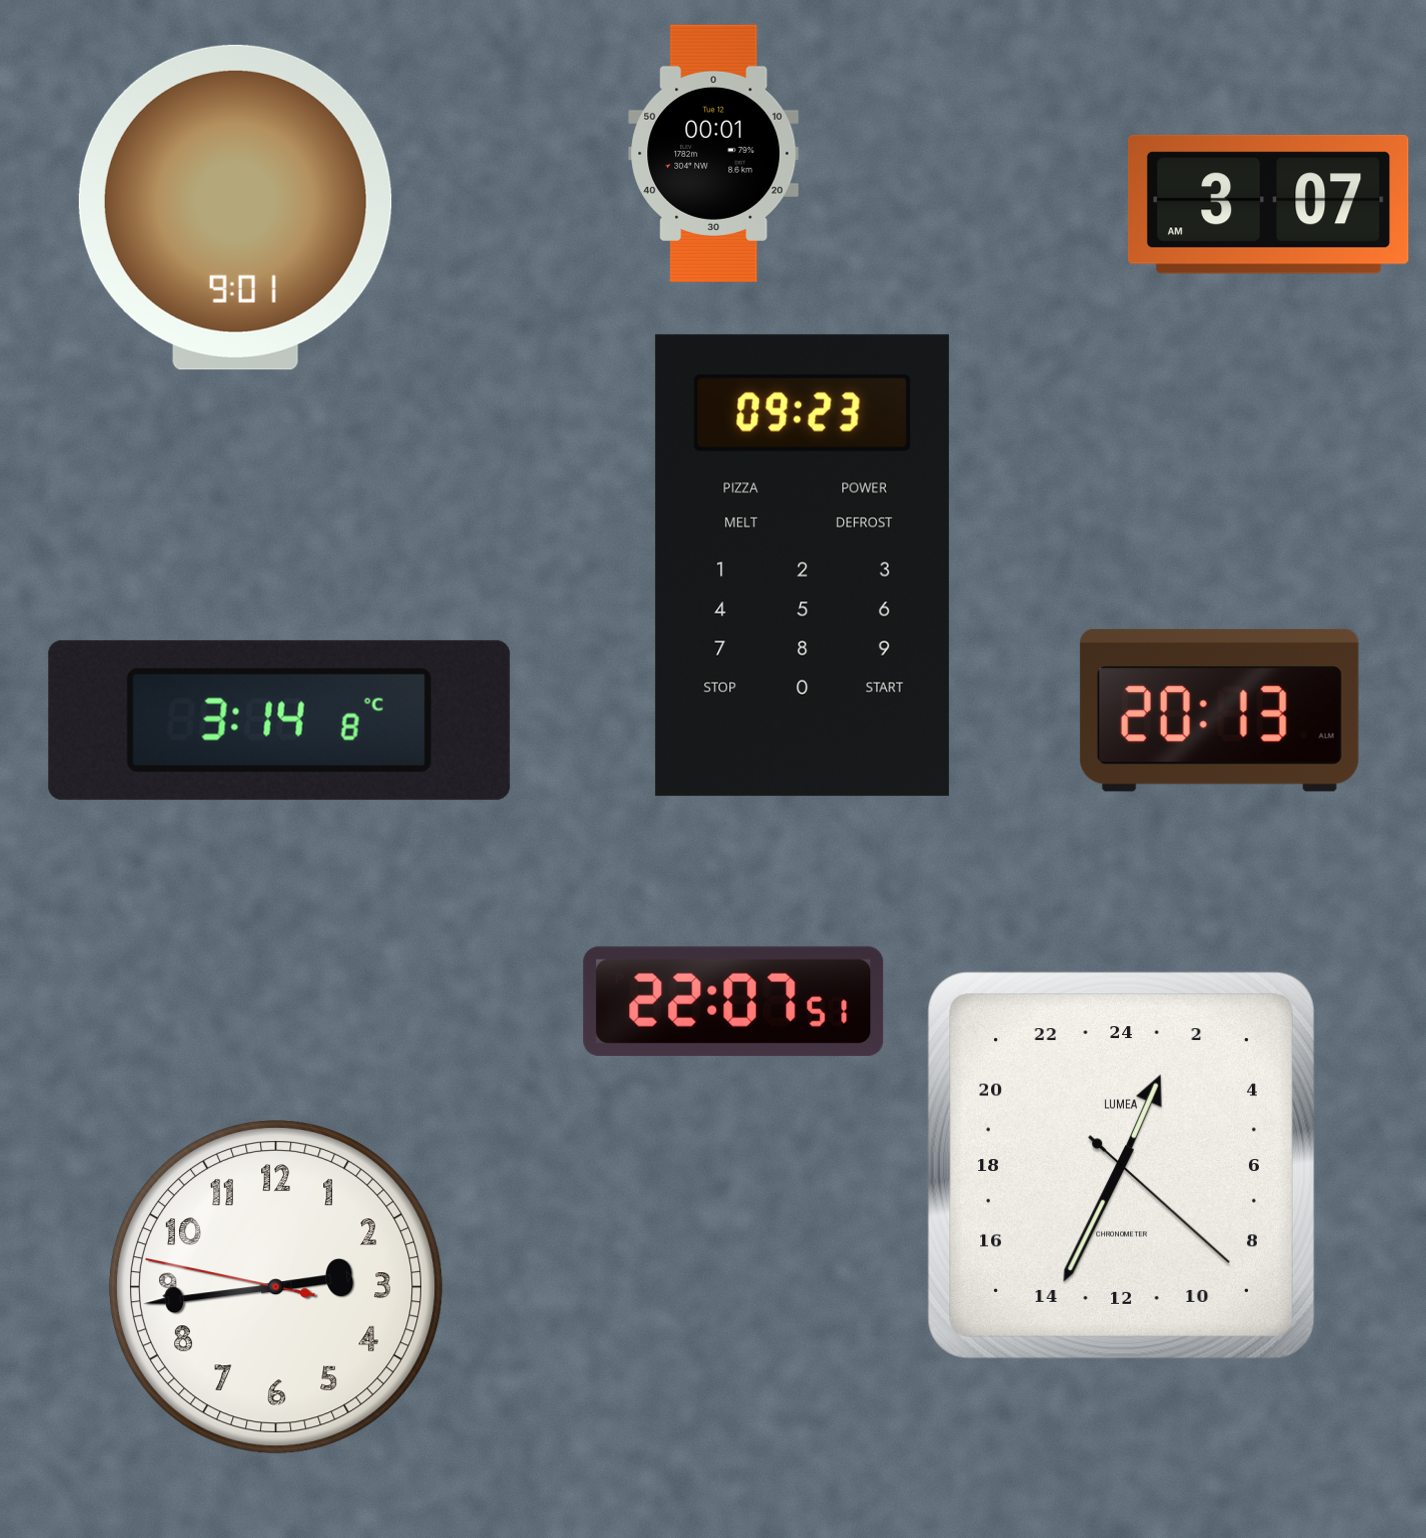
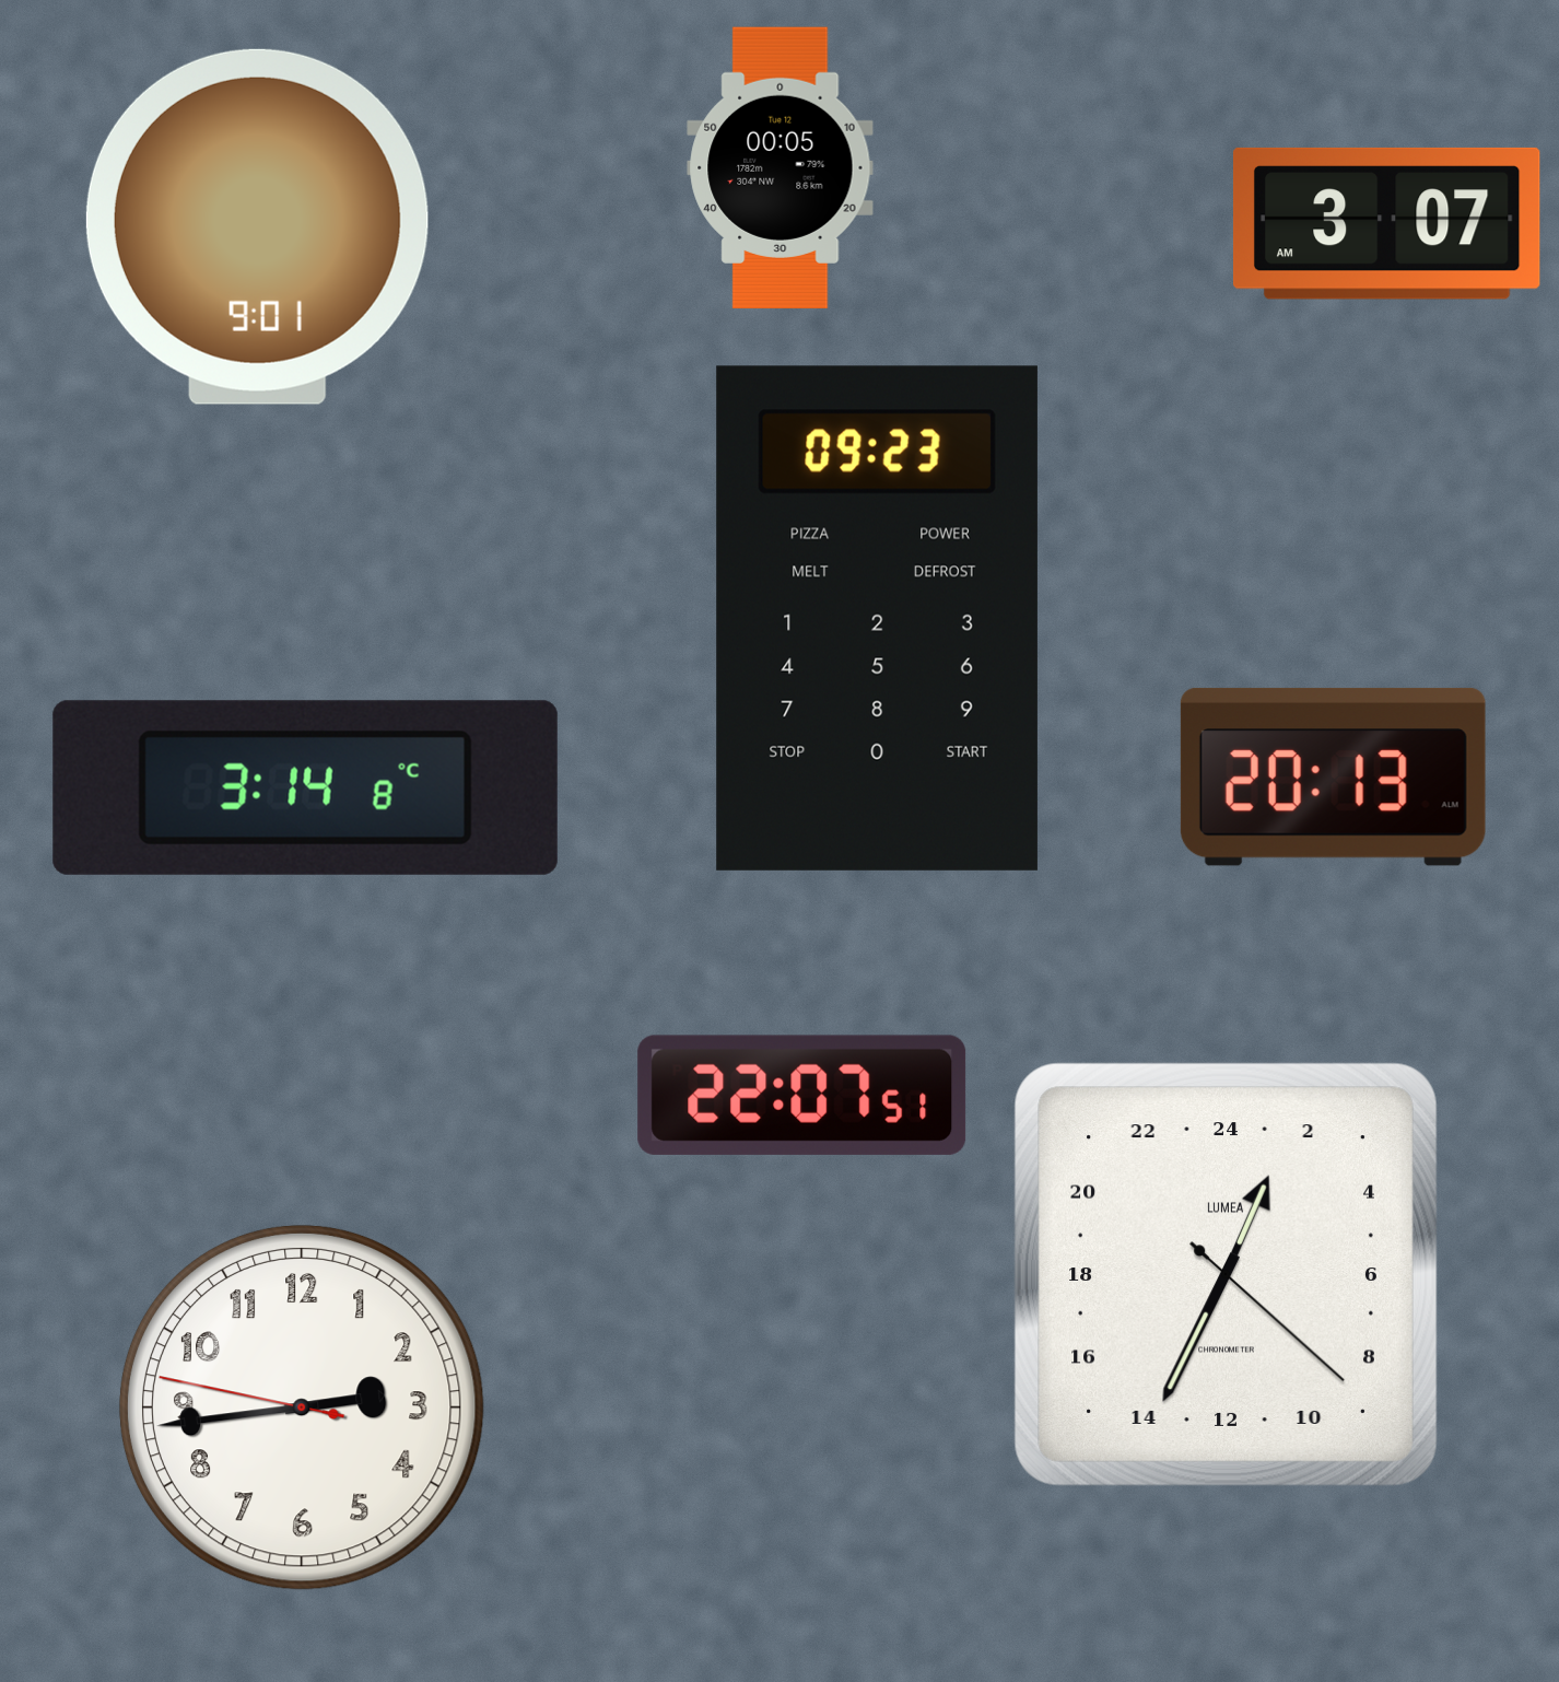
clock at (714, 153): 00:01 -> 00:05
